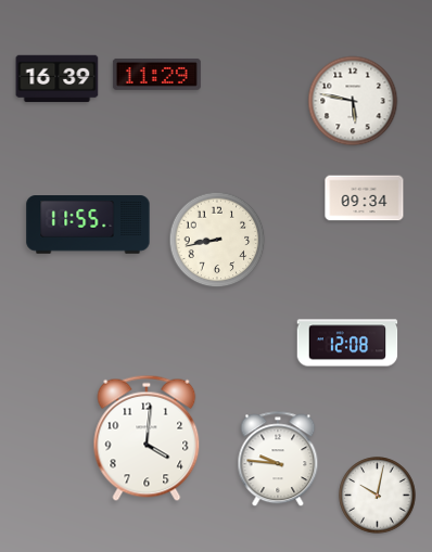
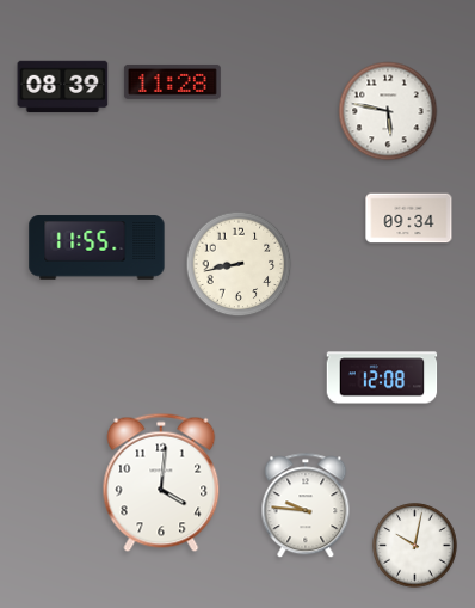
clock at (156, 74): 11:29 -> 11:28
clock at (58, 79): 16:39 -> 08:39
clock at (365, 198) position: (365, 198) -> (409, 219)
